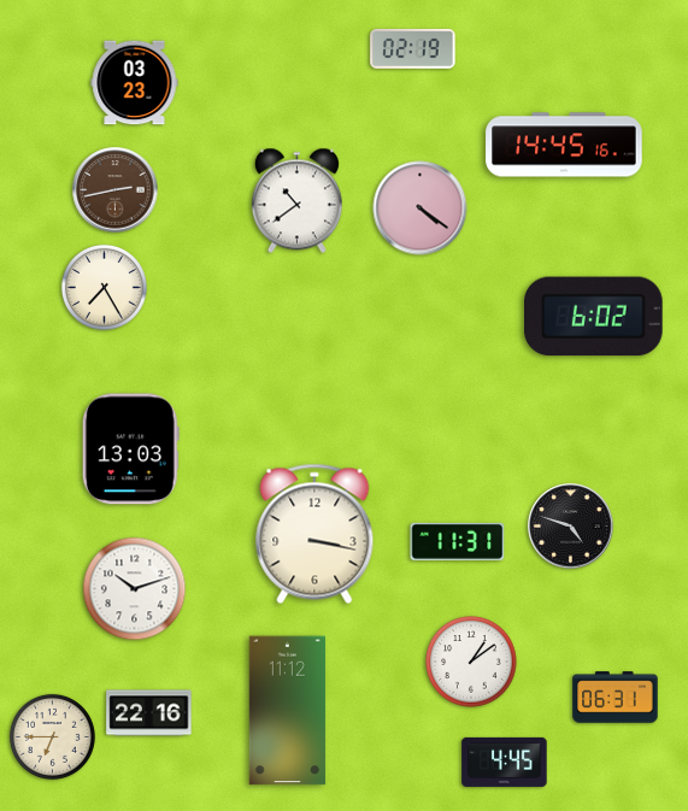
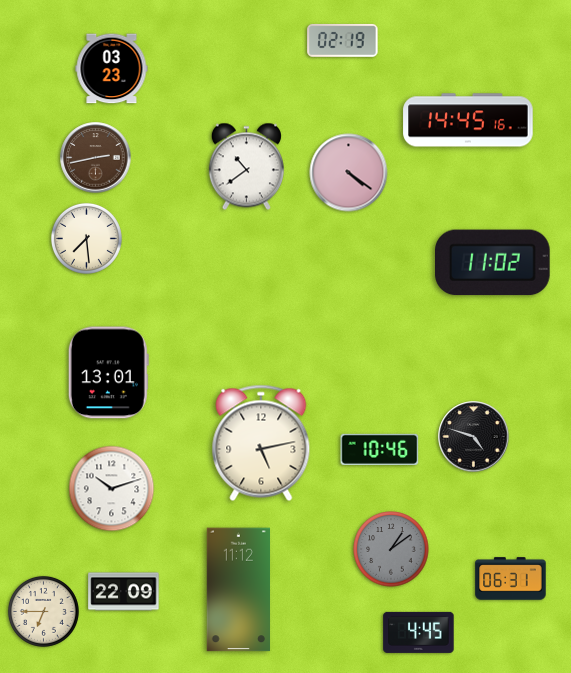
clock at (104, 287): 7:25 -> 7:29
clock at (594, 317): 6:02 -> 11:02
clock at (130, 449): 13:03 -> 13:01
clock at (314, 534): 3:17 -> 5:13
clock at (458, 541): 11:31 -> 10:46
clock at (471, 662) dial: white -> grey
clock at (149, 713): 22:16 -> 22:09
